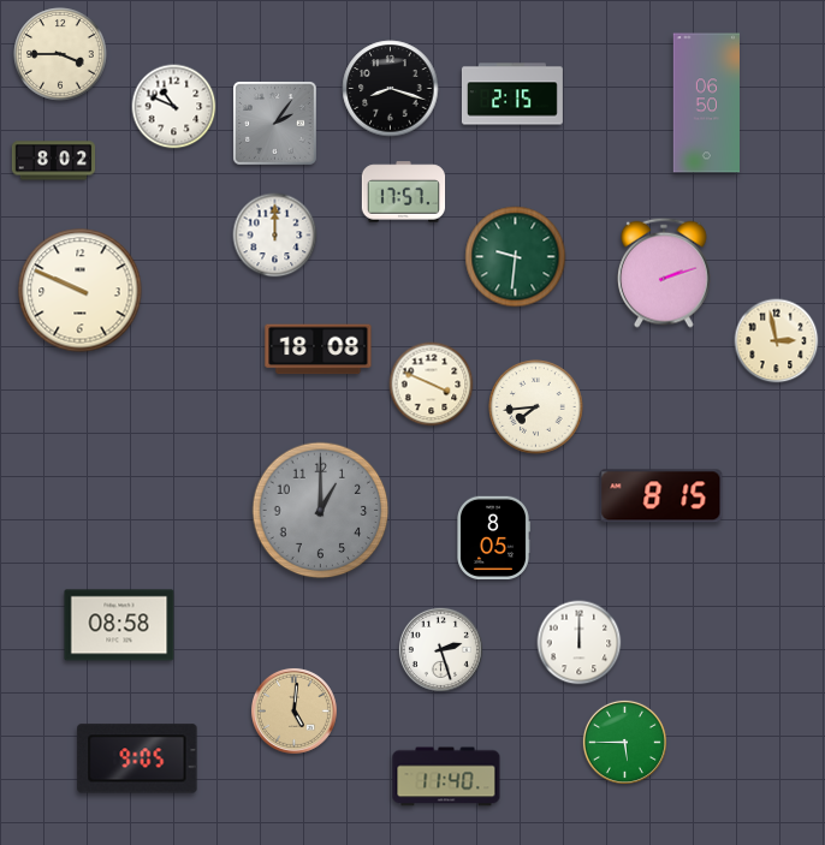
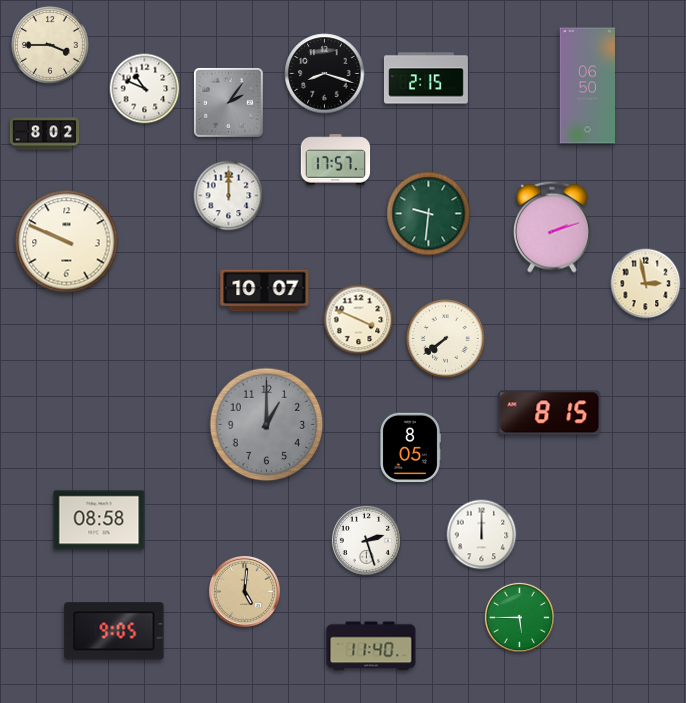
clock at (319, 350): 18:08 -> 10:07
clock at (536, 407): 7:44 -> 7:39
